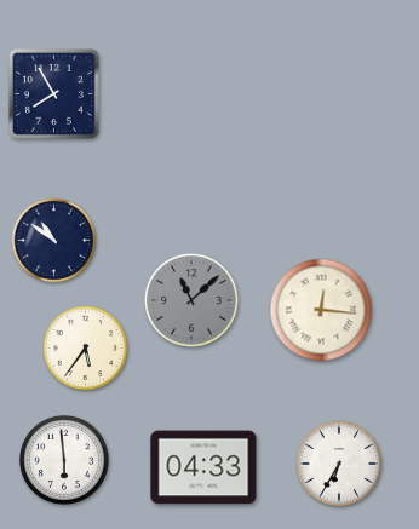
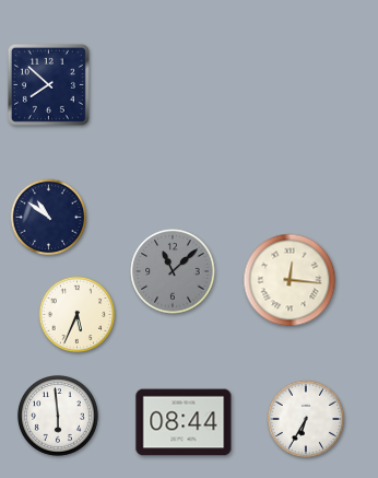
clock at (53, 93): 7:55 -> 7:52
clock at (86, 349): 5:36 -> 5:34
clock at (203, 467): 04:33 -> 08:44
